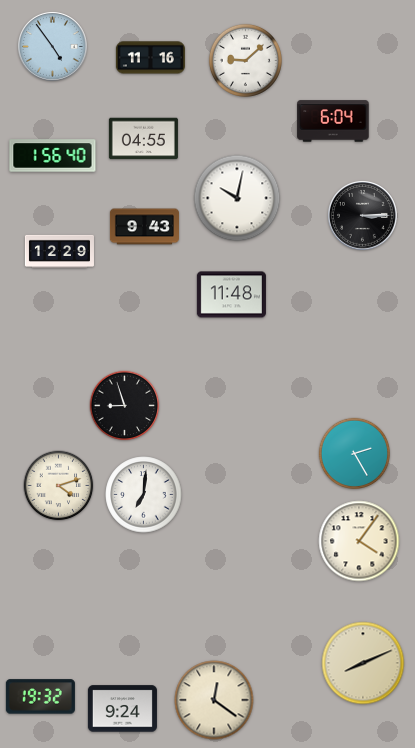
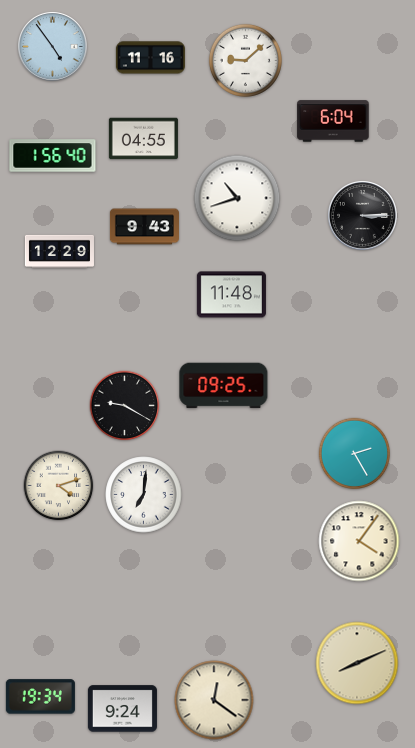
clock at (237, 198): 10:02 -> 10:42
clock at (224, 386): none -> 09:25
clock at (125, 406): 8:57 -> 9:20
clock at (363, 663) position: (363, 663) -> (357, 663)
clock at (40, 697): 19:32 -> 19:34
